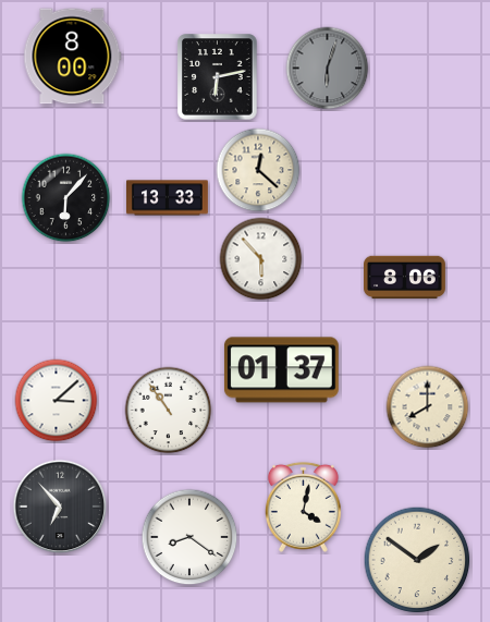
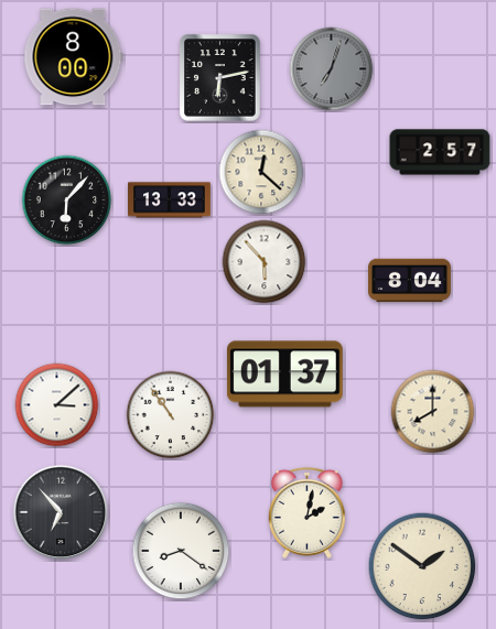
clock at (328, 69): 6:03 -> 7:03
clock at (440, 152): none -> 2:57
clock at (405, 278): 8:06 -> 8:04
clock at (303, 507): 4:02 -> 2:02
clock at (189, 537) position: (189, 537) -> (181, 551)
